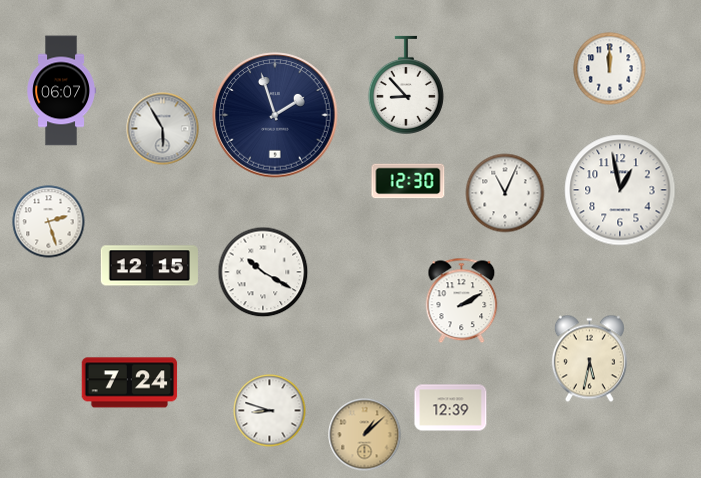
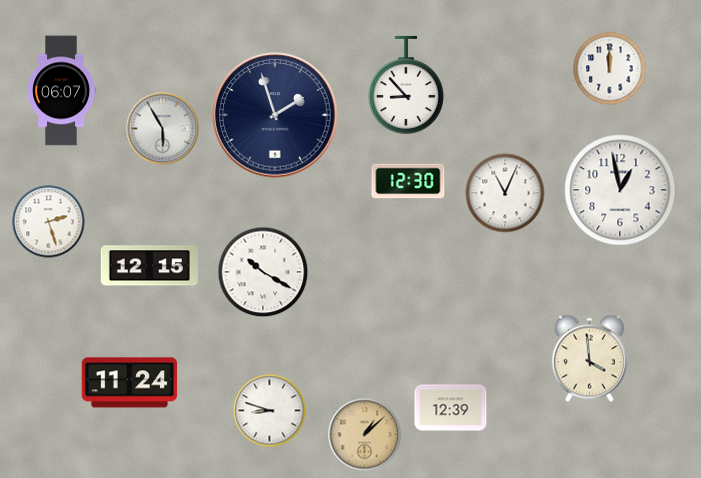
clock at (462, 301): 2:10 -> none
clock at (589, 359): 5:32 -> 3:59
clock at (130, 383): 7:24 -> 11:24
